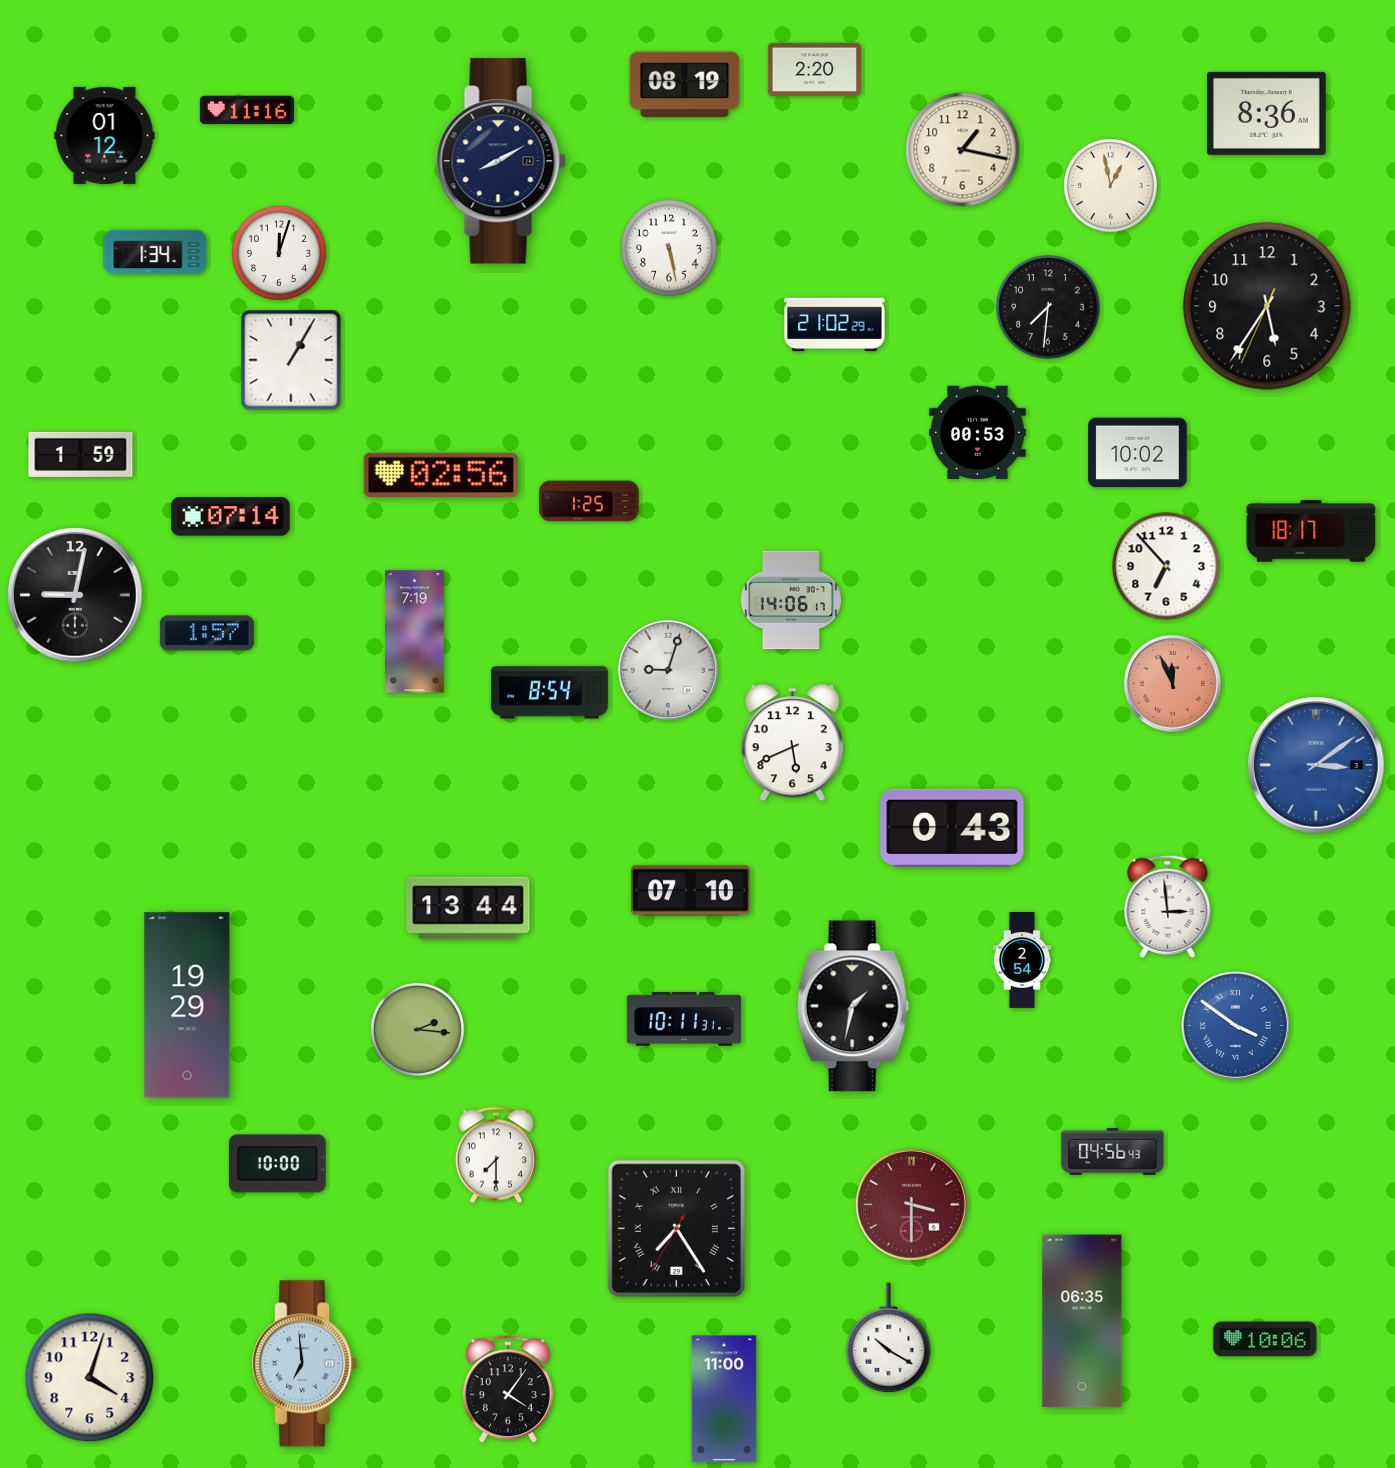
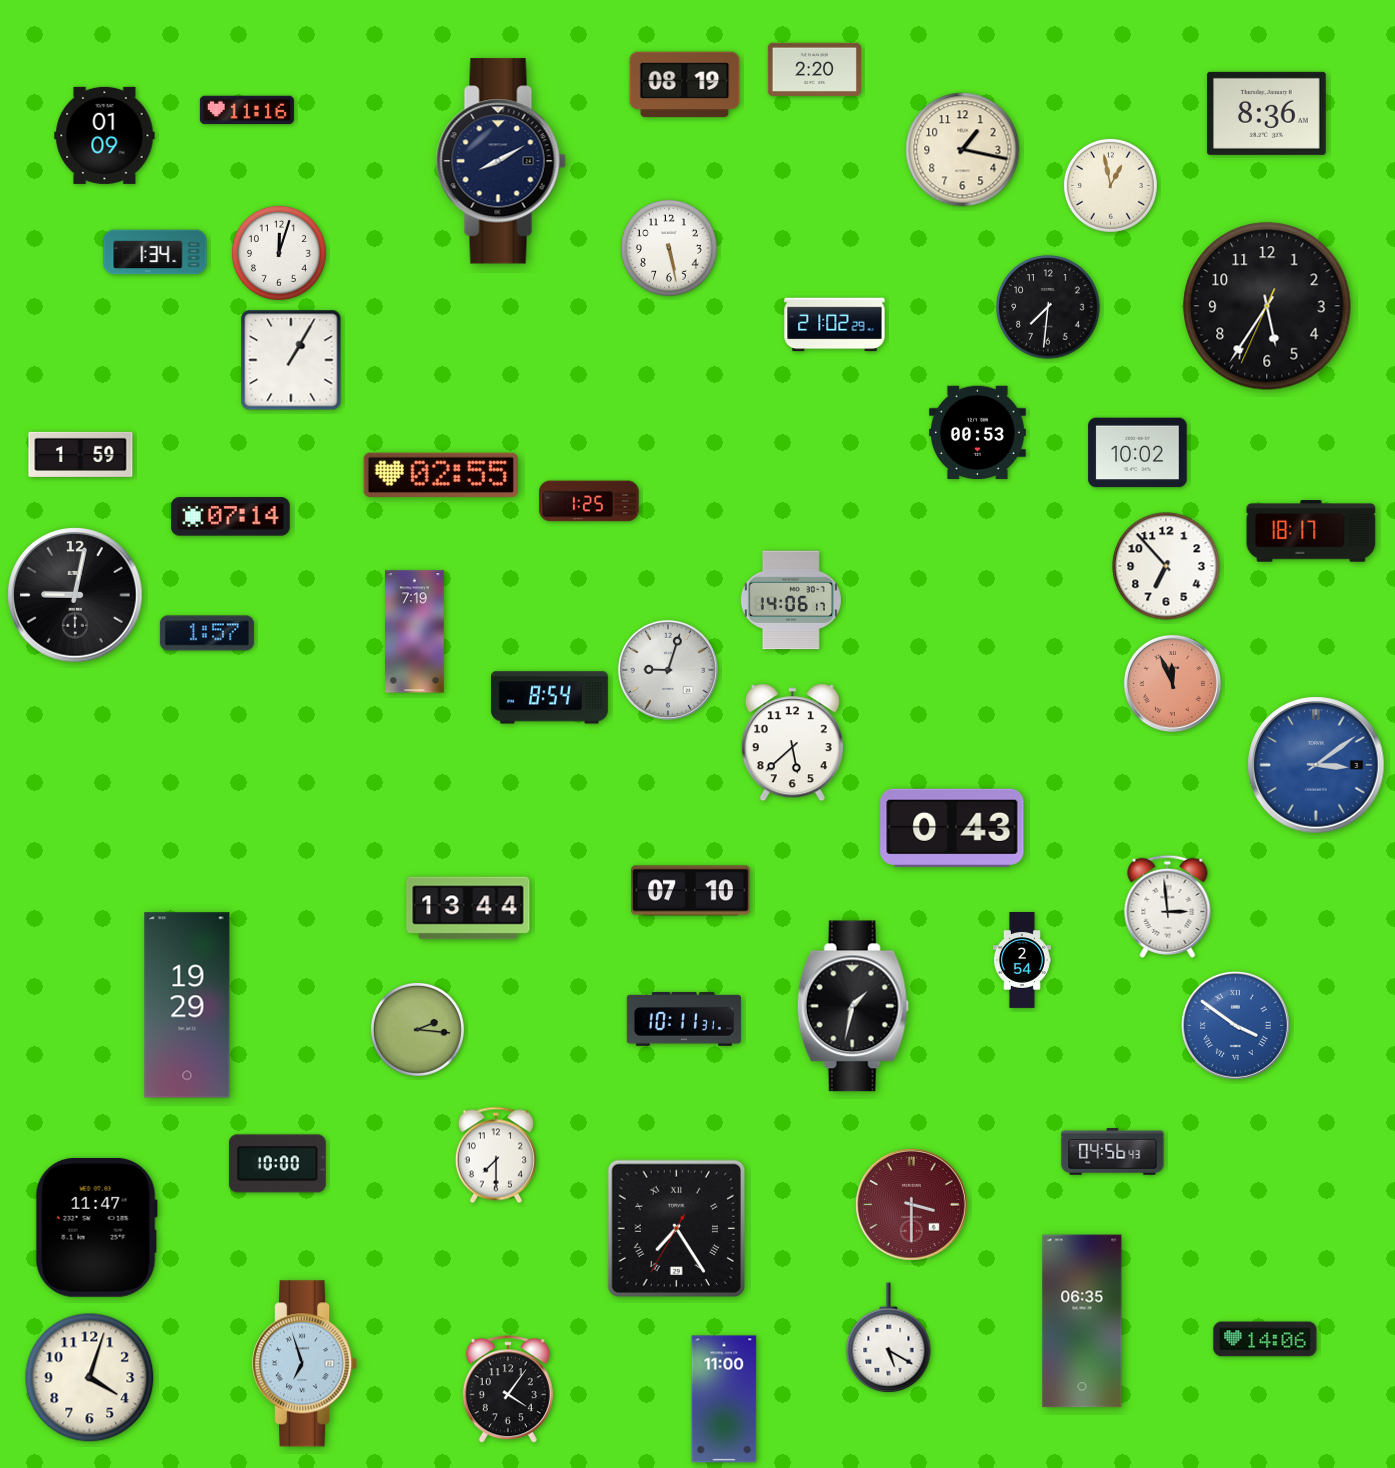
clock at (105, 135): 01:12 -> 01:09
clock at (440, 475): 02:56 -> 02:55
clock at (549, 693) position: (549, 693) -> (549, 698)
clock at (792, 743): 5:41 -> 5:38
clock at (96, 1227): none -> 11:47
clock at (889, 1338): 10:20 -> 5:20
clock at (1265, 1339): 10:06 -> 14:06
clock at (305, 1364): 6:59 -> 6:57
